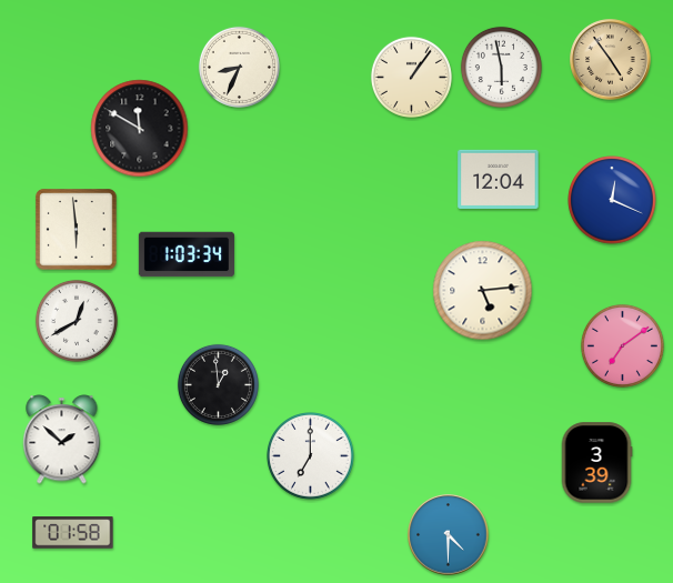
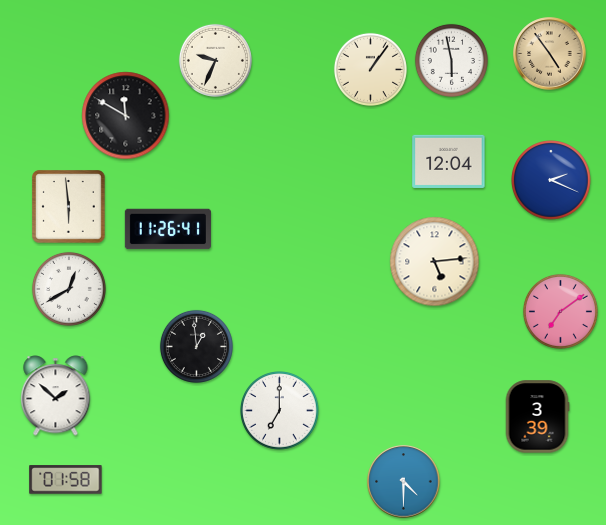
clock at (239, 67): 8:34 -> 9:34
clock at (612, 200): 12:19 -> 2:19
clock at (187, 254): 1:03 -> 11:26
